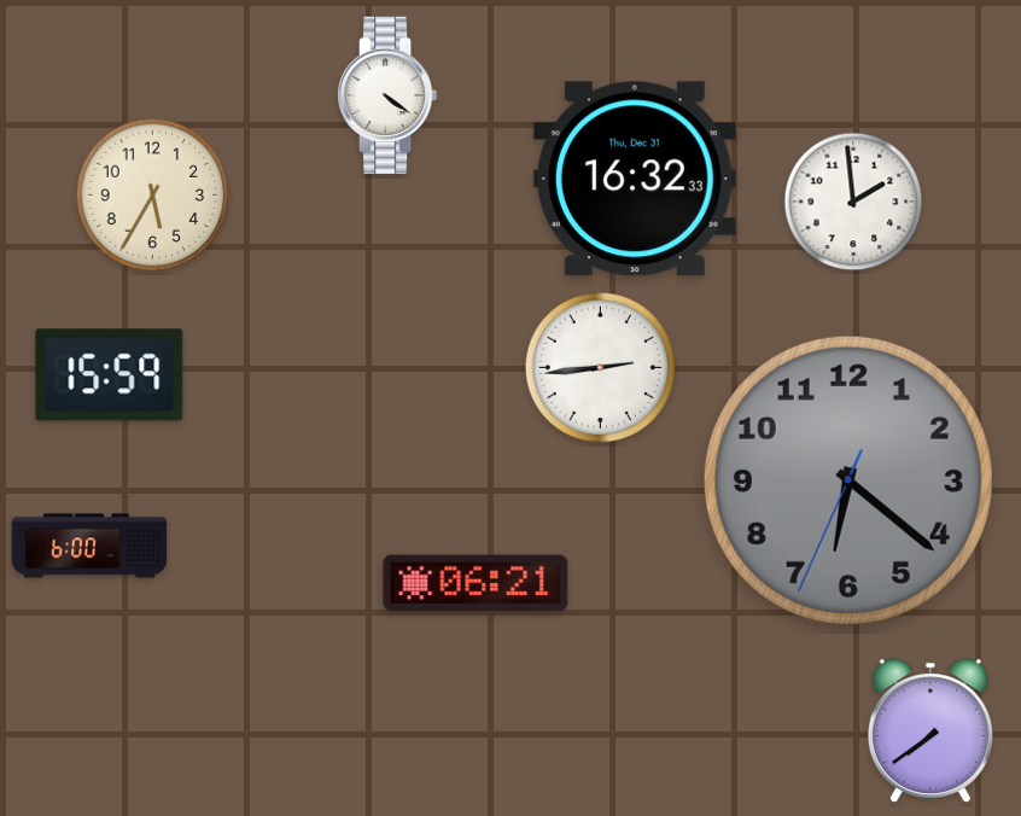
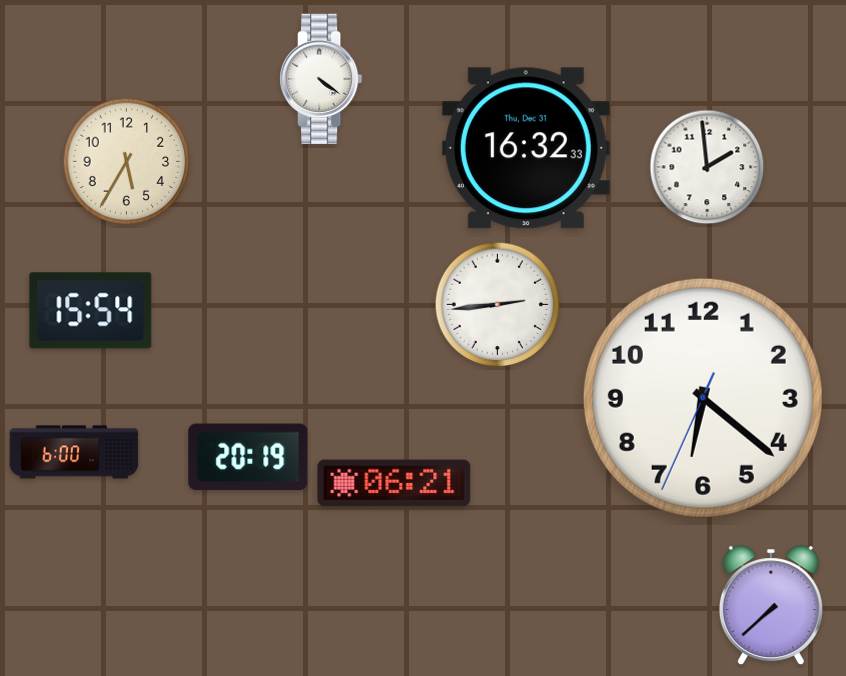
clock at (110, 375): 15:59 -> 15:54
clock at (848, 480) dial: grey -> white
clock at (248, 457): none -> 20:19
clock at (930, 732): 7:39 -> 7:38
